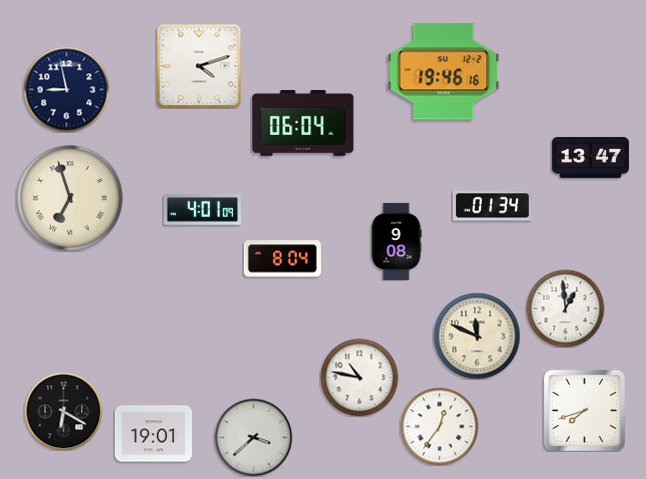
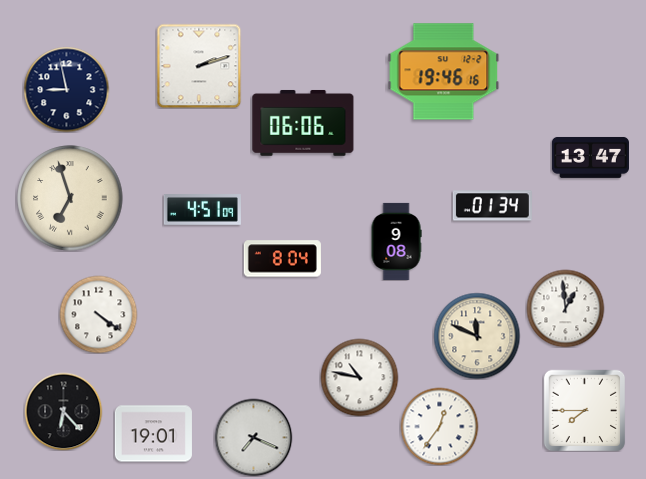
clock at (199, 66): 4:12 -> 2:12
clock at (303, 123): 06:04 -> 06:06
clock at (202, 210): 4:01 -> 4:51
clock at (98, 314): none -> 4:21
clock at (584, 410): 7:42 -> 7:45
clock at (63, 411): 6:20 -> 6:23
clock at (253, 437): 3:38 -> 7:19
